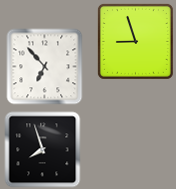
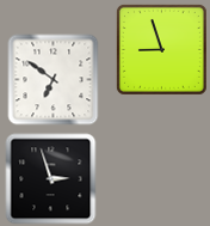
clock at (45, 67): 6:53 -> 6:51
clock at (43, 150): 7:57 -> 2:57
